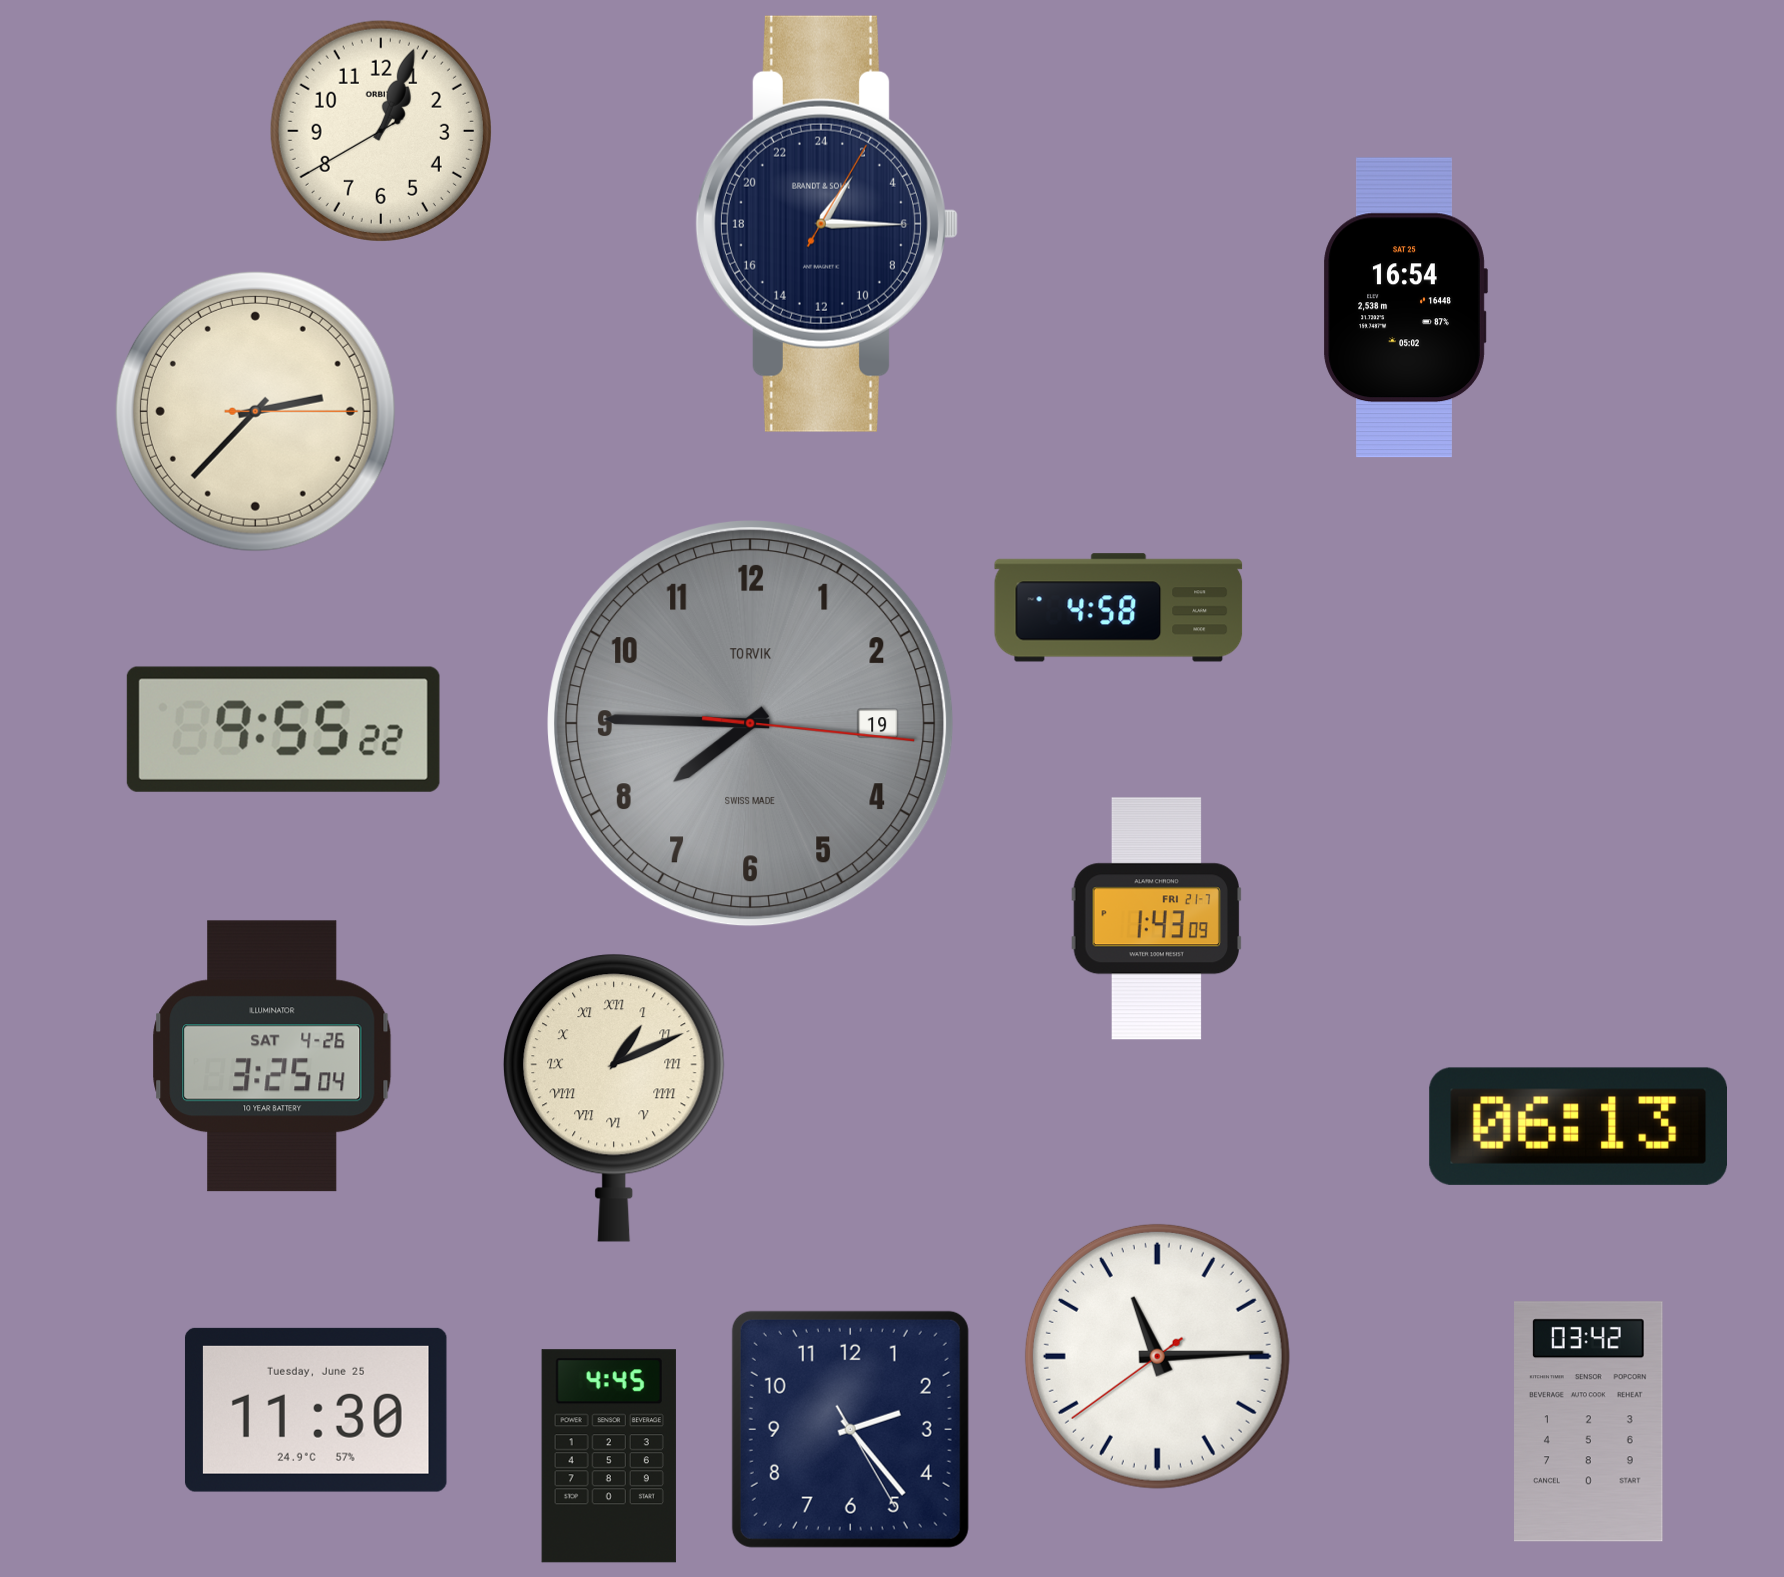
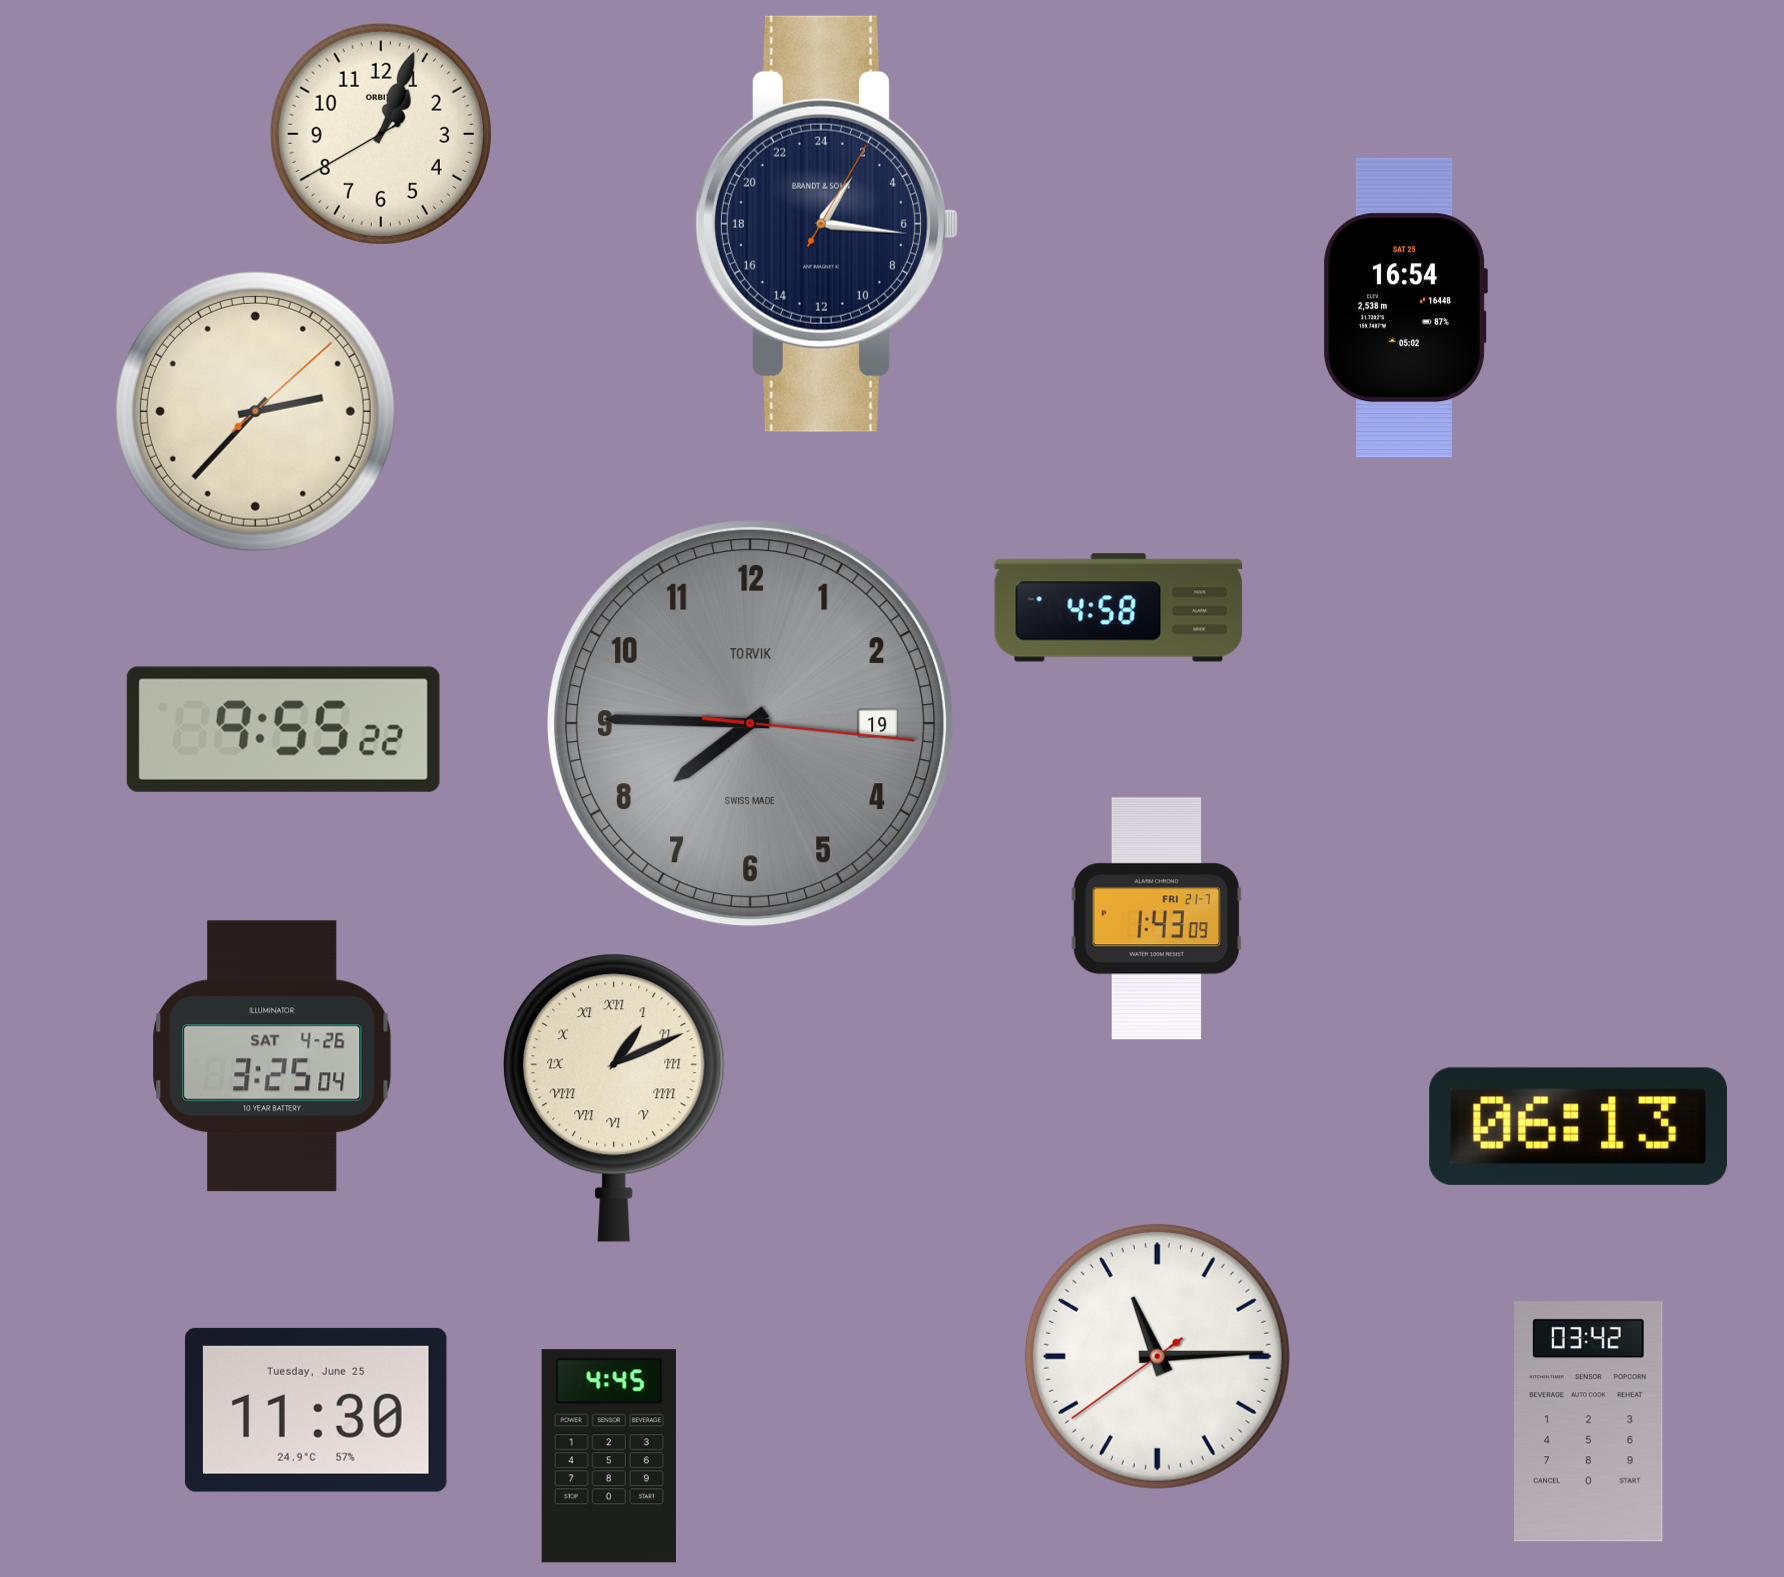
clock at (381, 131) position: (381, 131) -> (381, 134)
clock at (826, 224): 2:15 -> 2:16
clock at (255, 411): 2:37:15 -> 2:37:08
clock at (850, 1429): 2:23 -> none
